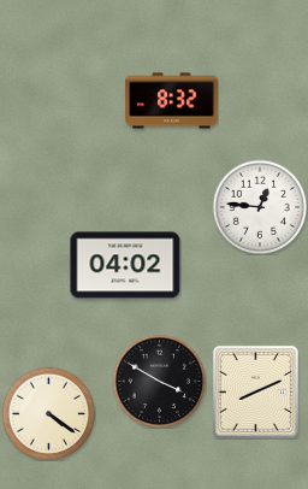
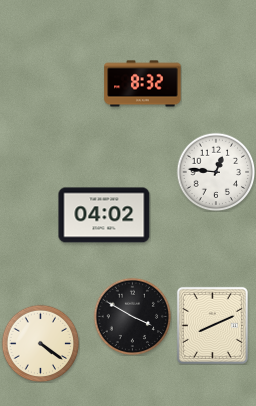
clock at (125, 265) position: (125, 265) -> (104, 215)
